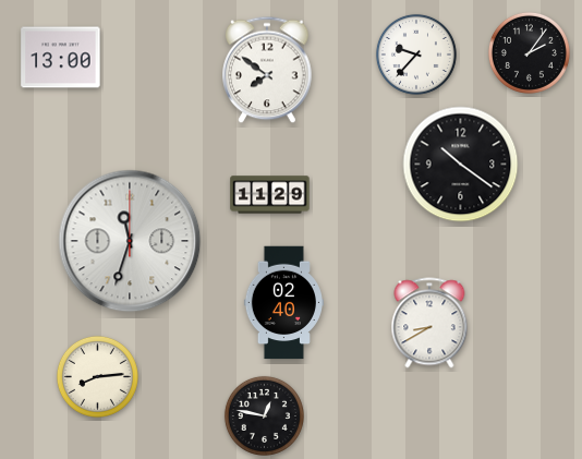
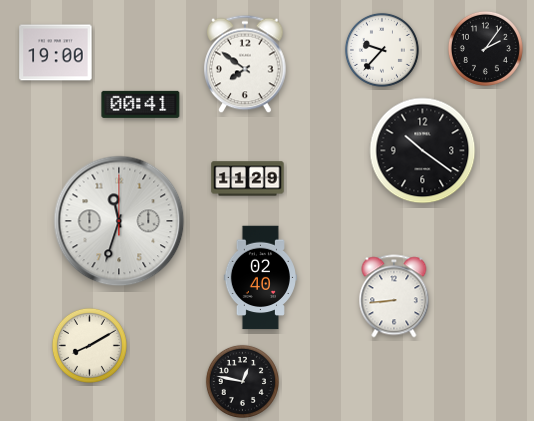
clock at (61, 58): 13:00 -> 19:00
clock at (141, 104): none -> 00:41
clock at (429, 323): 8:40 -> 8:44
clock at (97, 376): 8:14 -> 8:10
